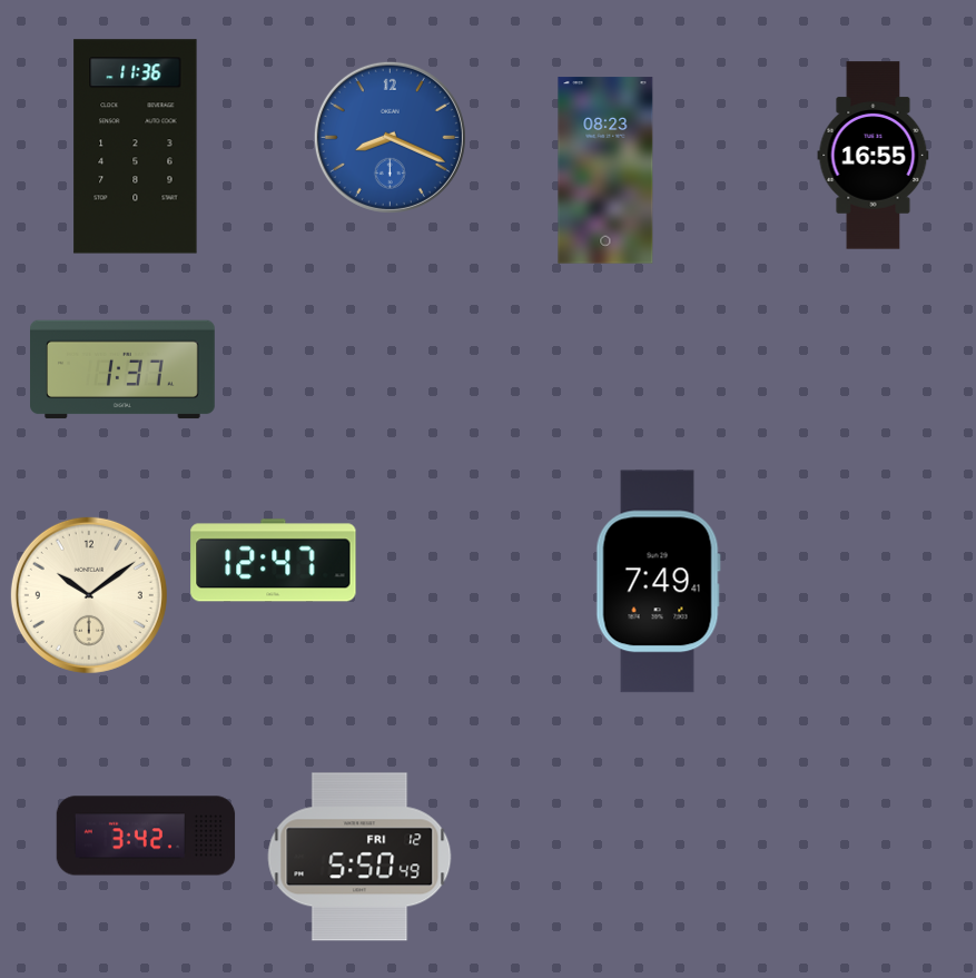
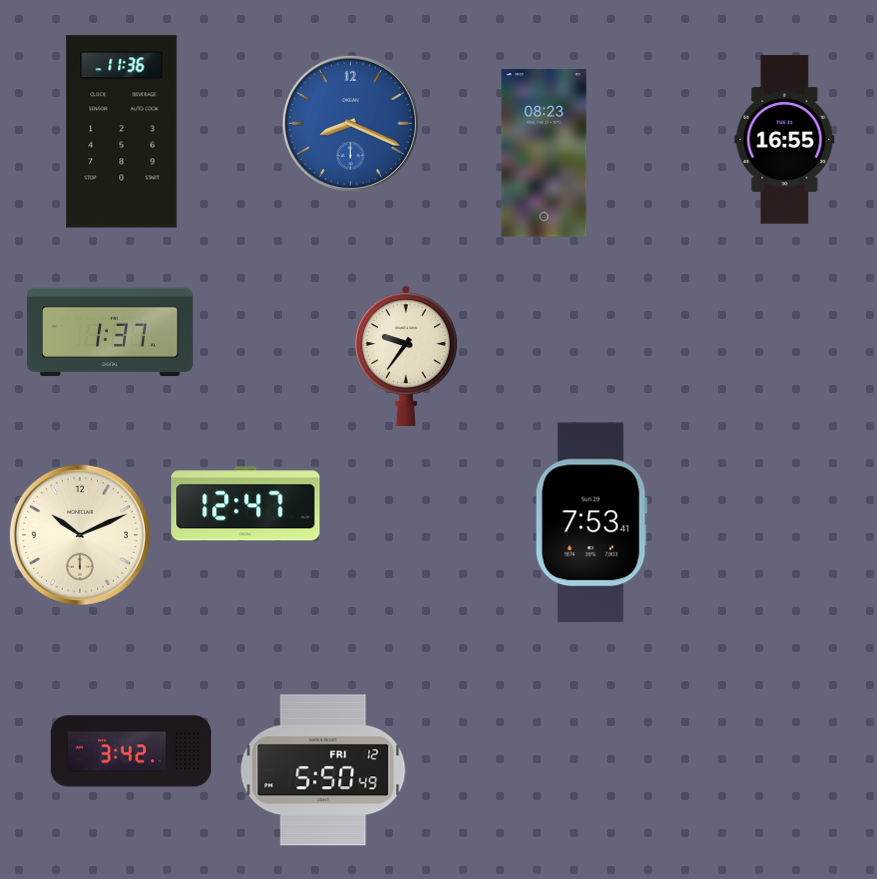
clock at (406, 356): none -> 9:36
clock at (658, 582): 7:49 -> 7:53
clock at (89, 595): 10:09 -> 10:11
